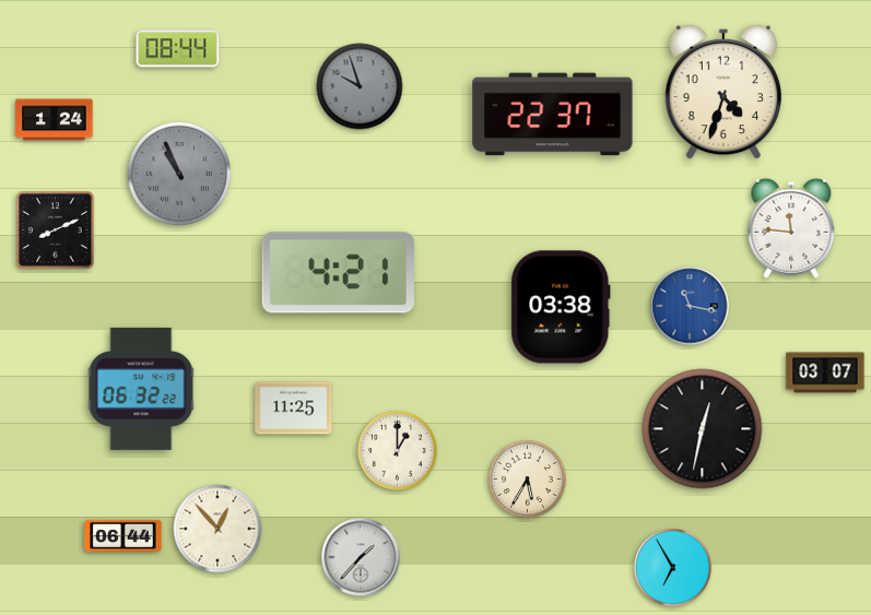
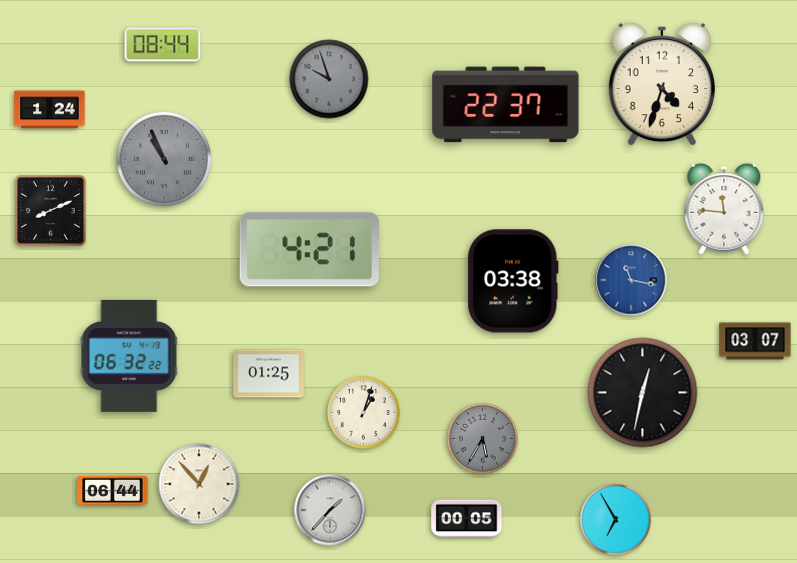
clock at (294, 409): 11:25 -> 01:25
clock at (398, 451): 1:00 -> 1:03
clock at (527, 478) dial: cream -> grey
clock at (467, 519): none -> 00:05
